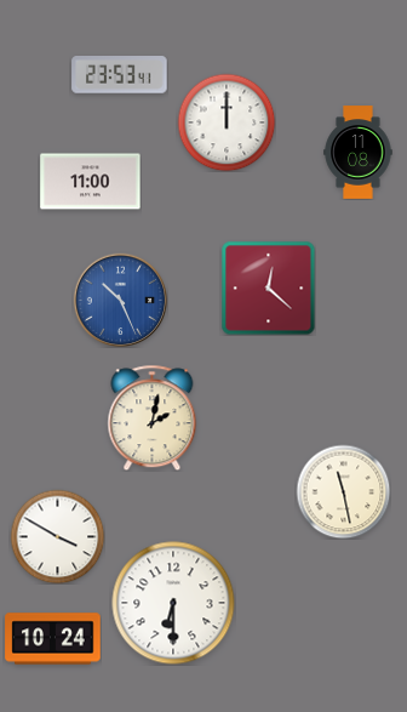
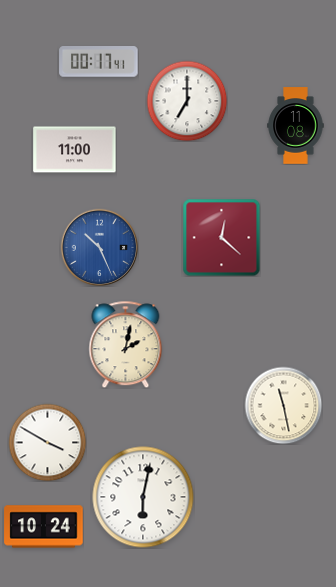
clock at (120, 75): 23:53 -> 00:17
clock at (227, 123): 12:00 -> 7:00
clock at (173, 603): 6:30 -> 6:02
